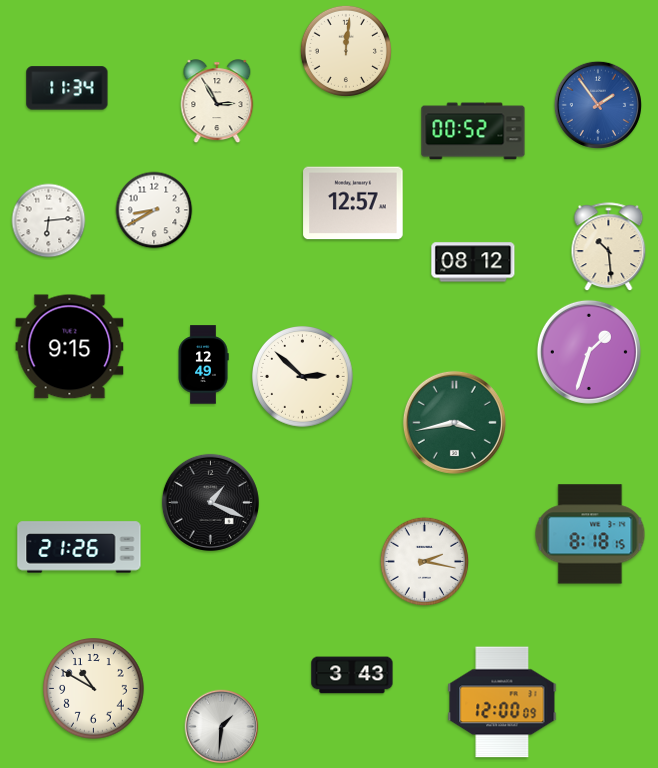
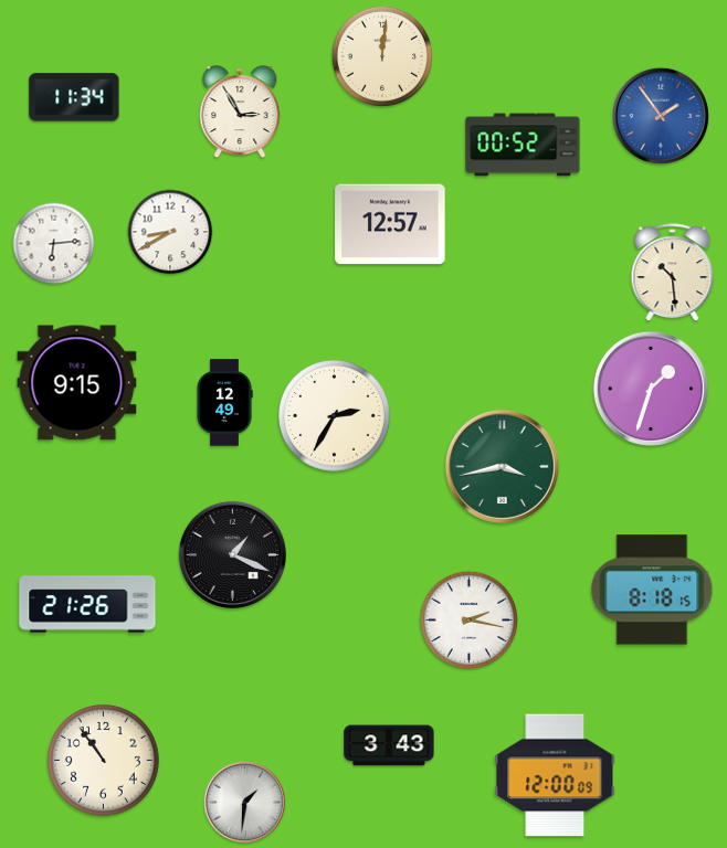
clock at (473, 262): 08:12 -> none
clock at (303, 377): 2:52 -> 2:35
clock at (94, 689): 10:50 -> 10:54
